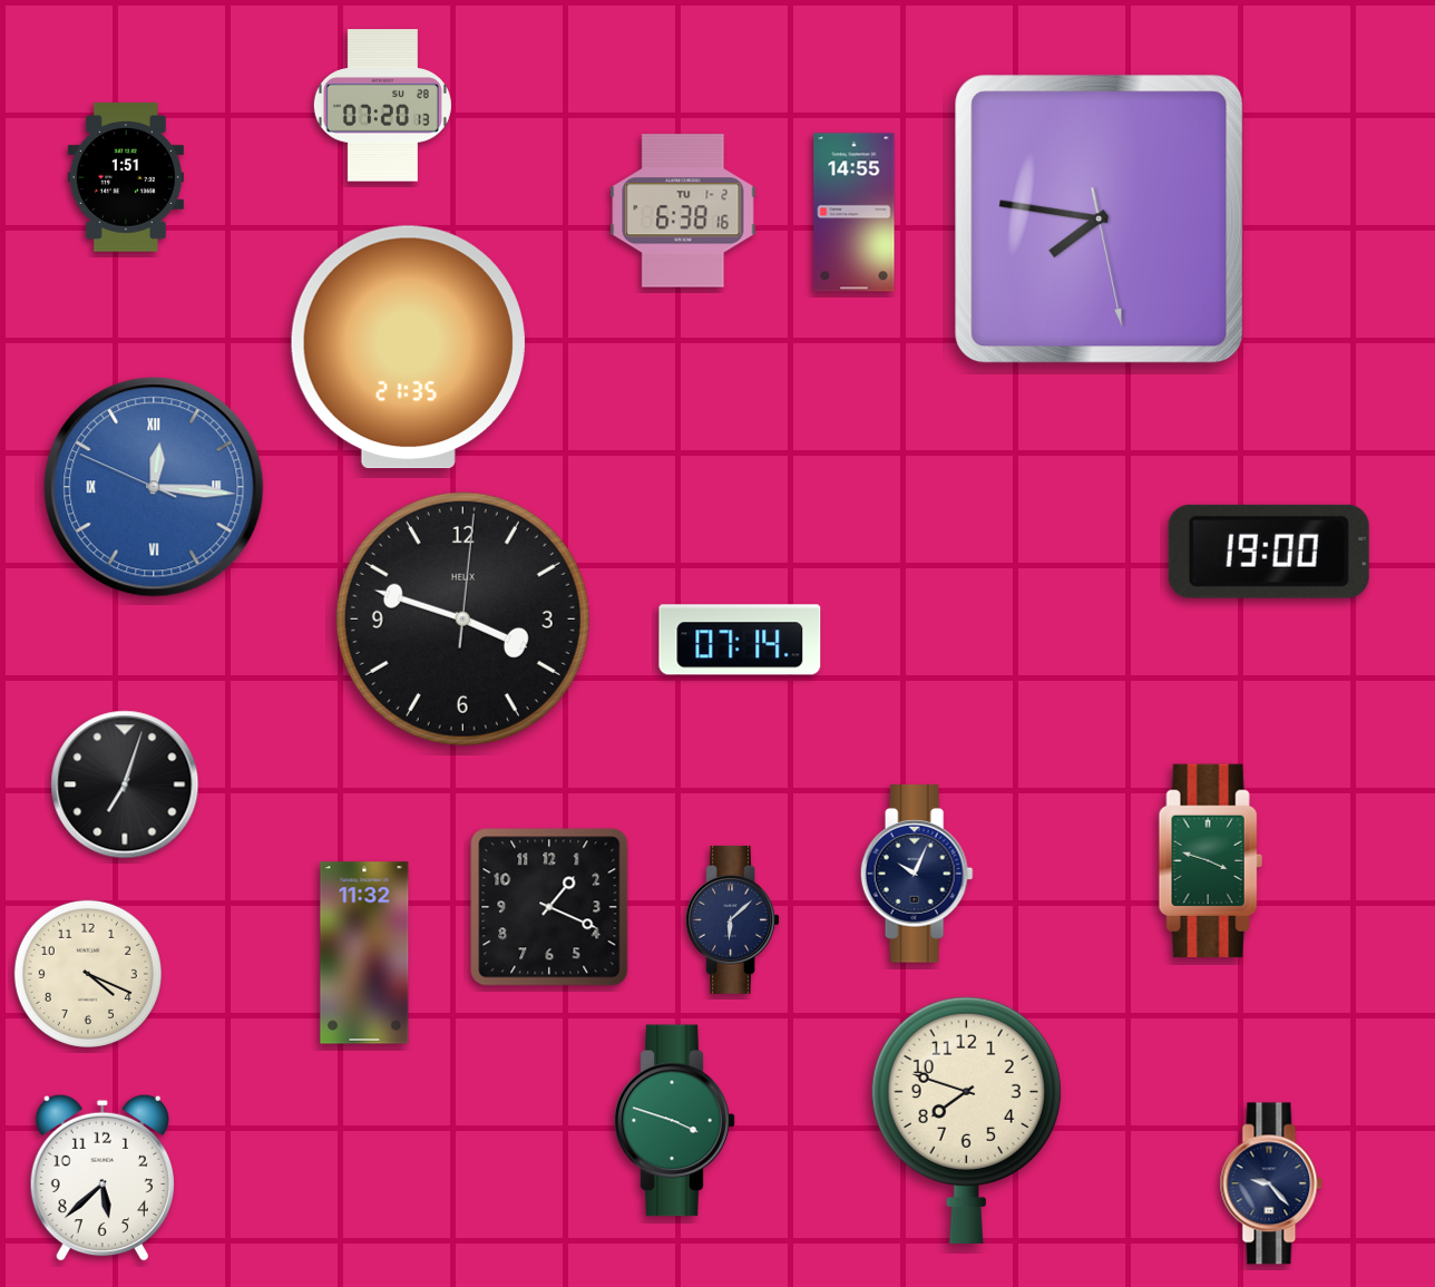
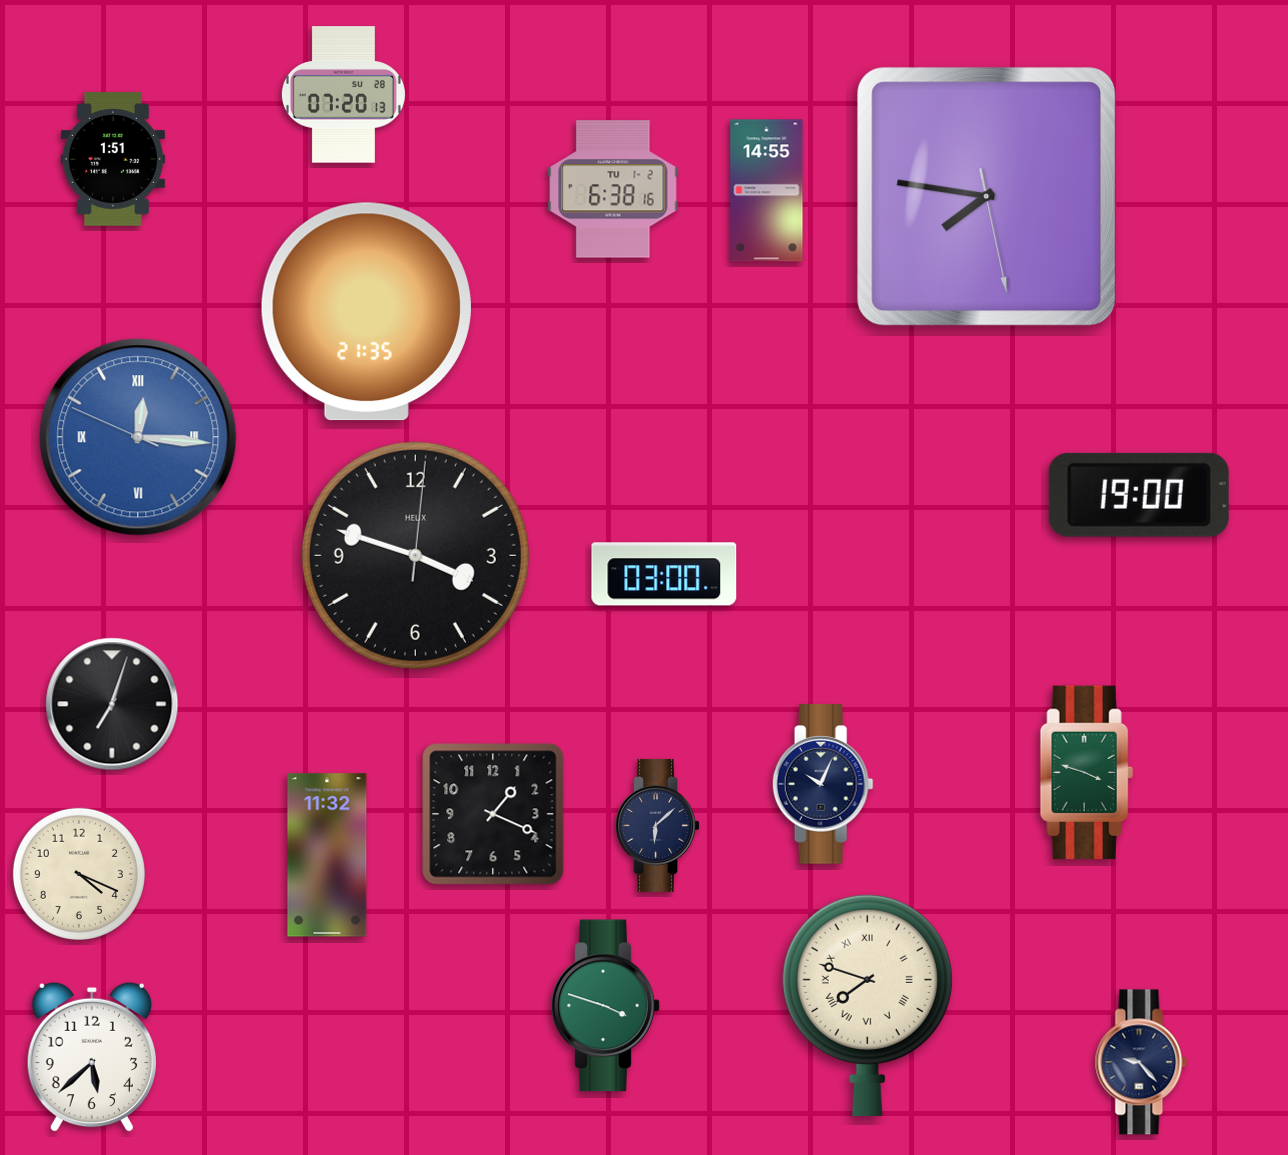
clock at (740, 640): 07:14 -> 03:00
clock at (966, 1120) numerals: Arabic -> Roman
